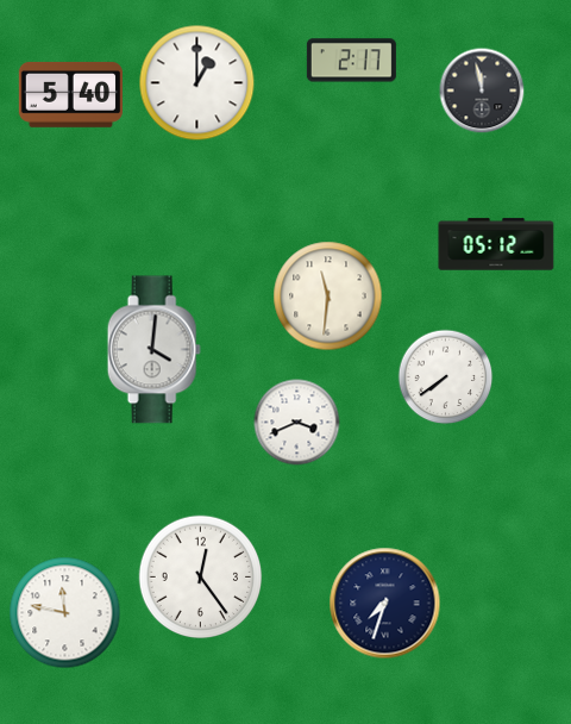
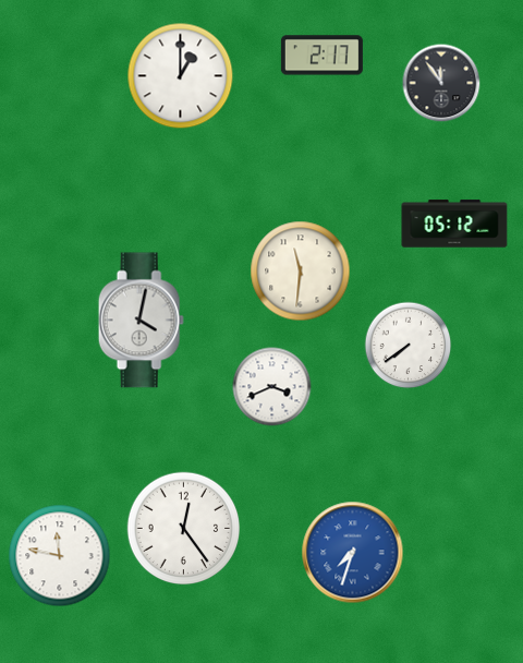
clock at (482, 90): 11:58 -> 11:54
clock at (70, 94): 5:40 -> none
clock at (153, 350): 4:01 -> 4:02
clock at (385, 604) dial: navy -> blue
clock at (65, 613) position: (65, 613) -> (60, 556)
